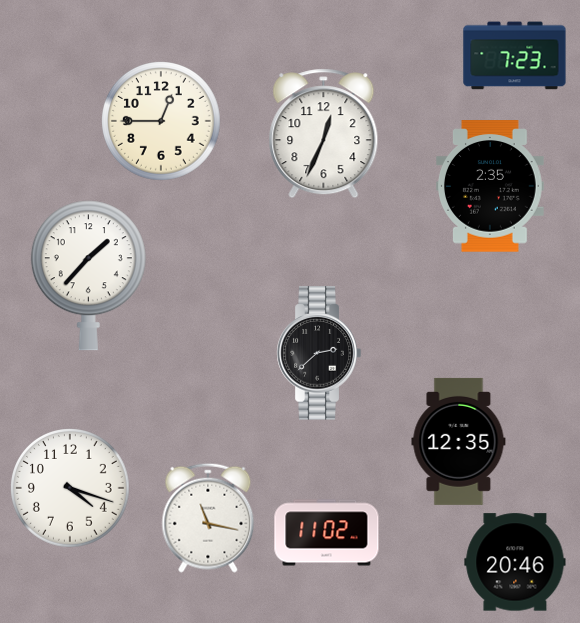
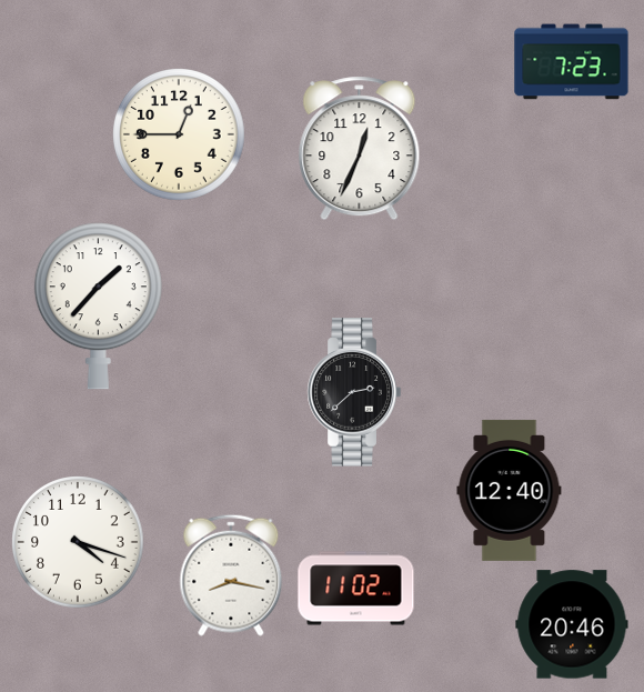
clock at (491, 186): 2:35 -> none
clock at (459, 441): 12:35 -> 12:40
clock at (208, 518): 11:17 -> 8:17
clock at (327, 533) position: (327, 533) -> (356, 589)
